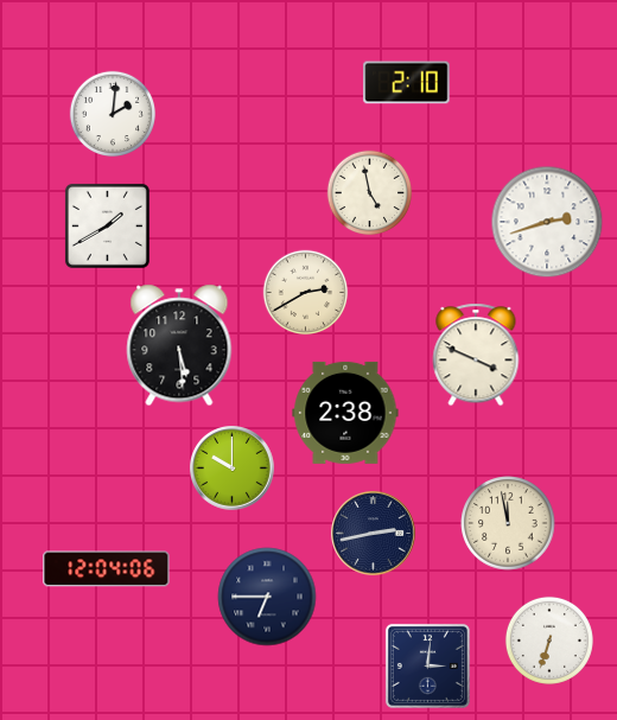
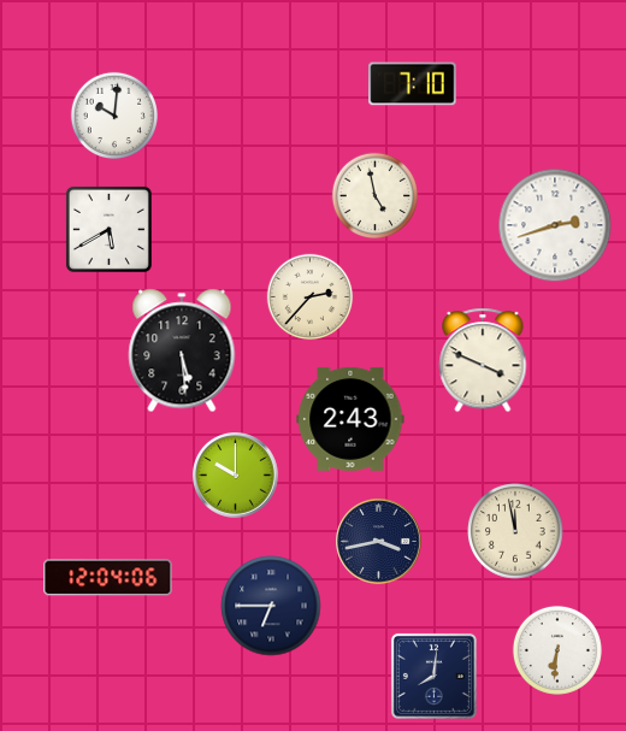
clock at (407, 83): 2:10 -> 7:10
clock at (112, 113): 2:01 -> 10:01
clock at (107, 225): 1:40 -> 5:40
clock at (306, 293): 2:40 -> 2:37
clock at (345, 413): 2:38 -> 2:43
clock at (374, 534): 2:43 -> 3:43
clock at (549, 641): 6:33 -> 6:31
clock at (427, 665): 3:01 -> 8:01
